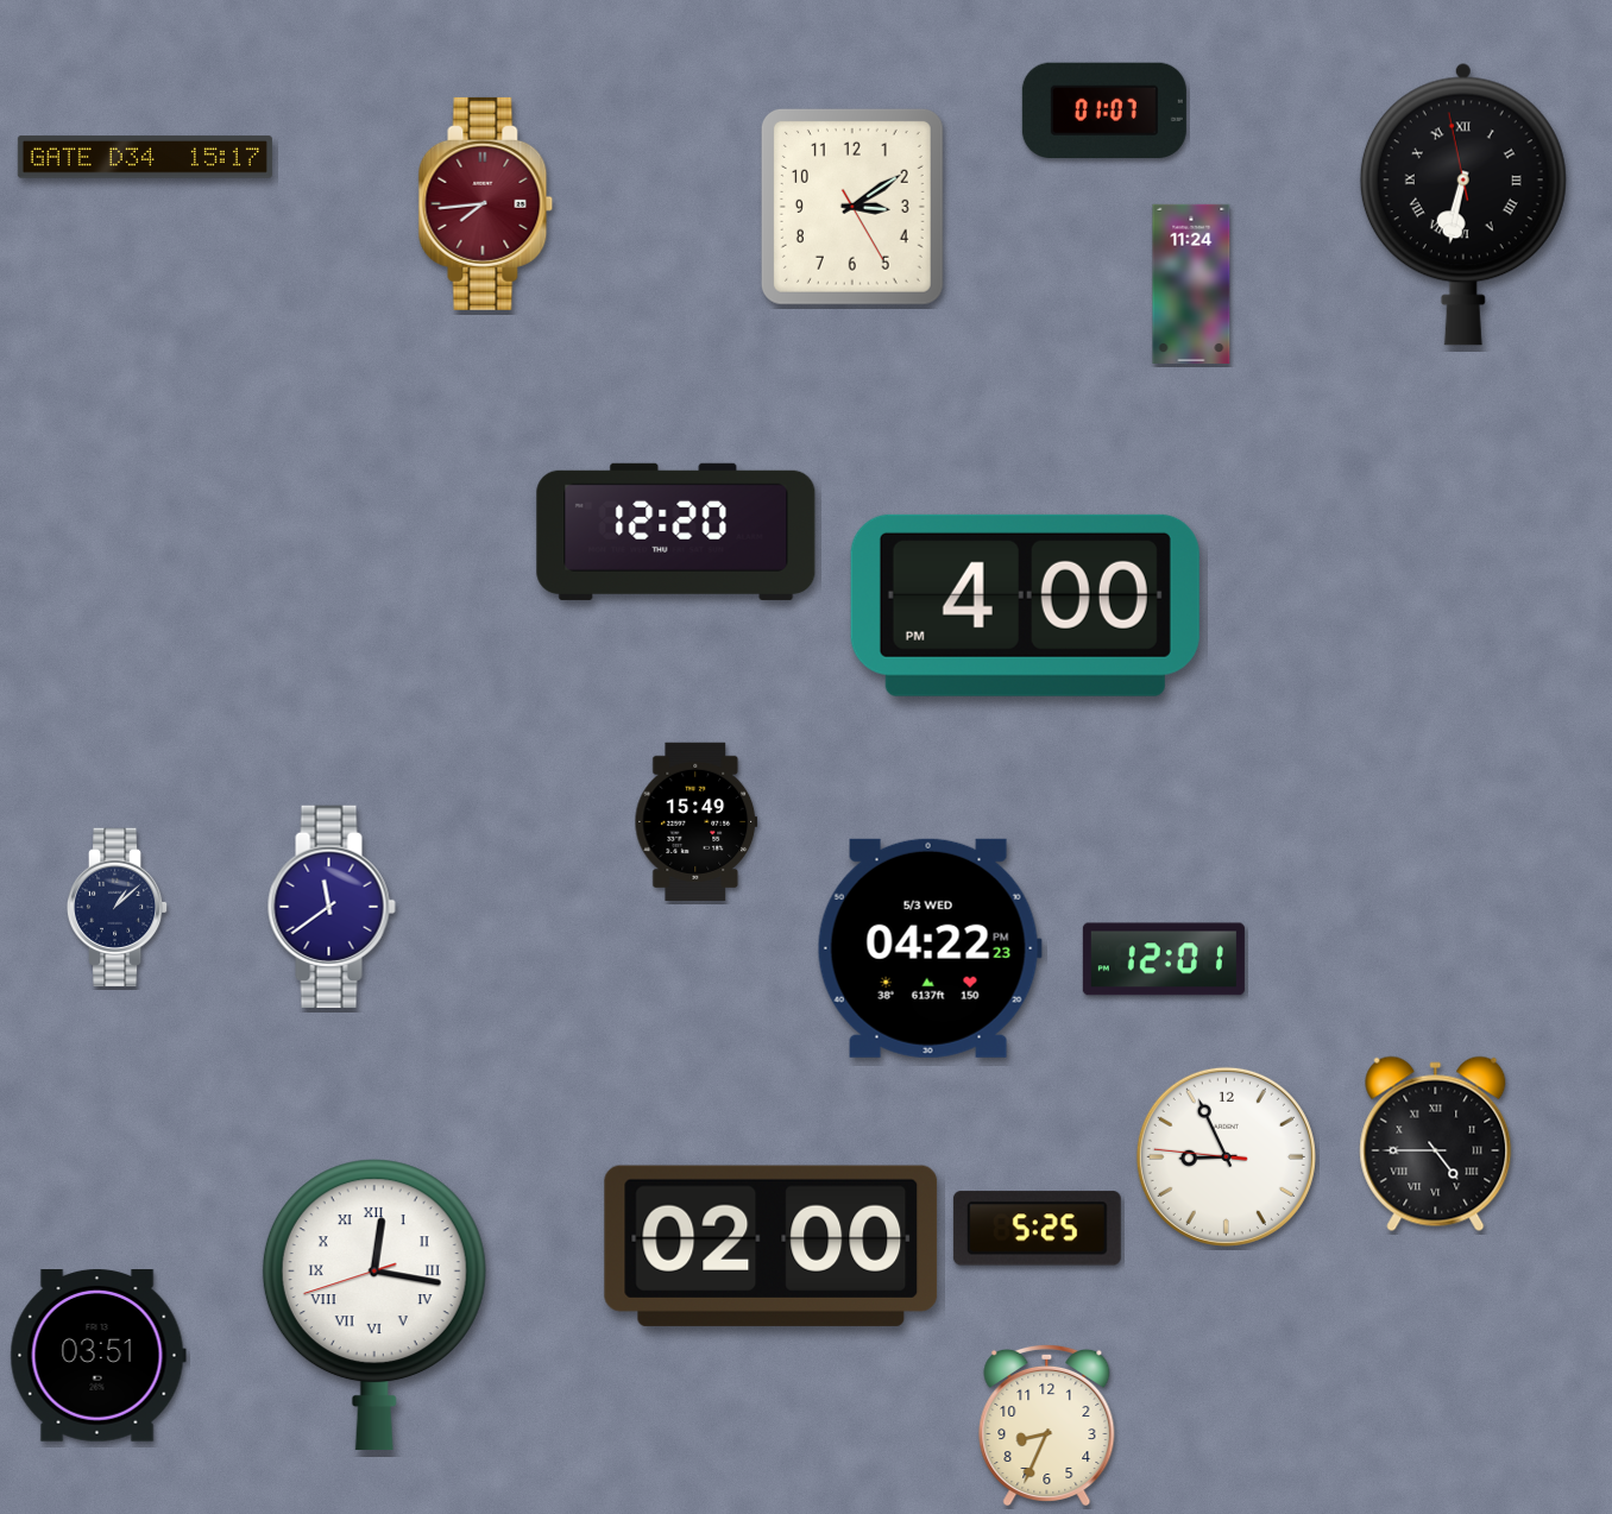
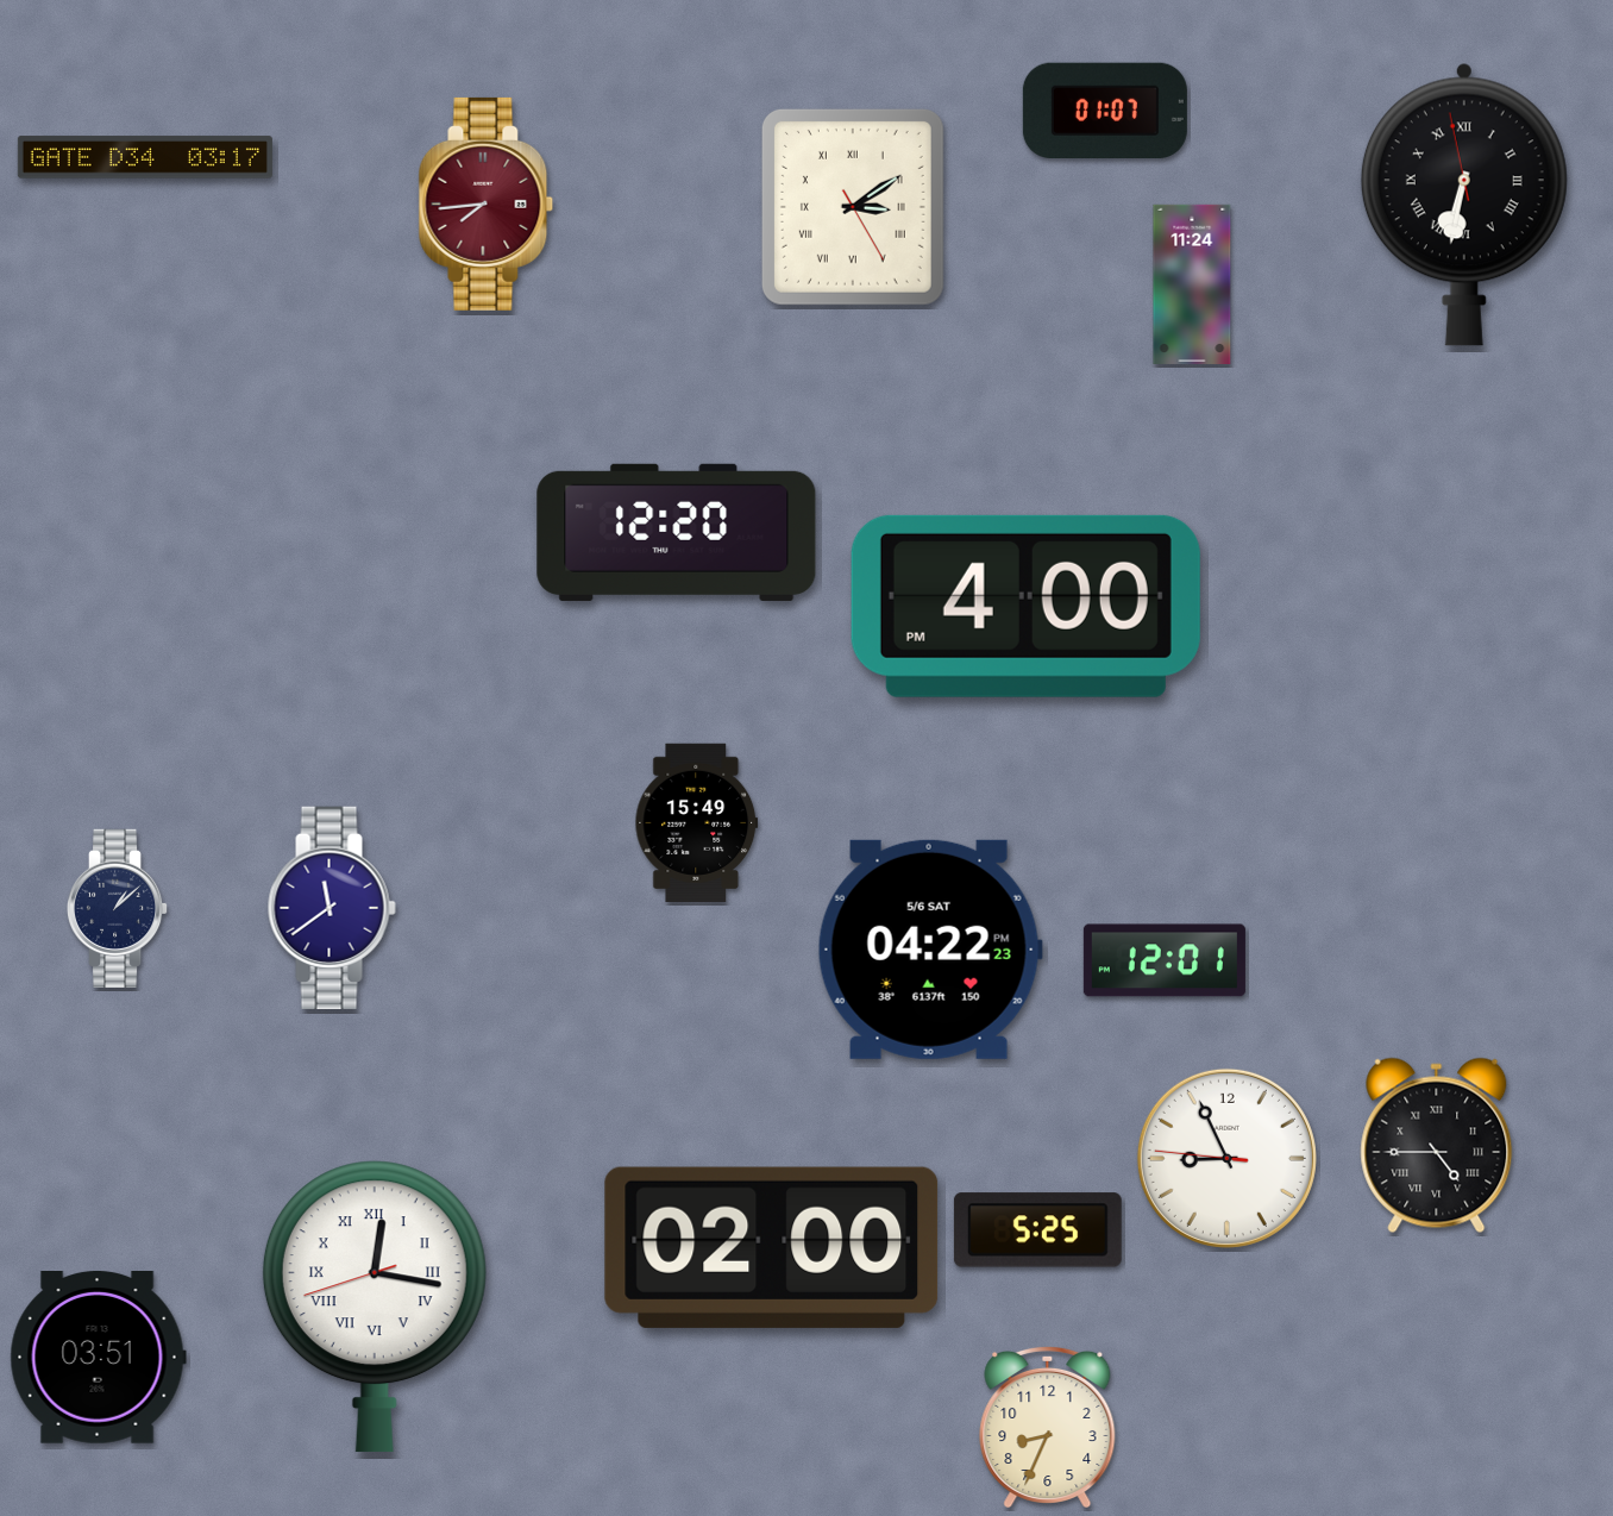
clock at (145, 157): 15:17 -> 03:17
clock at (852, 207) numerals: Arabic -> Roman
clock at (930, 948) date: 5/3 WED -> 5/6 SAT
